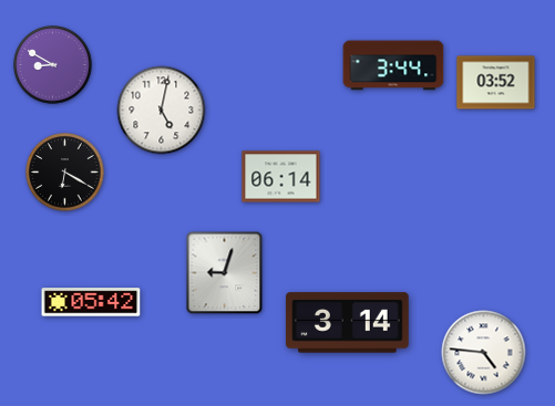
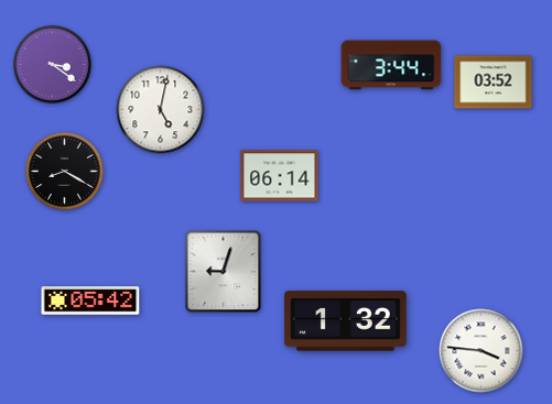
clock at (53, 65): 8:50 -> 3:21
clock at (65, 173): 6:20 -> 8:20
clock at (348, 323): 3:14 -> 1:32
clock at (484, 353): 4:46 -> 3:46
